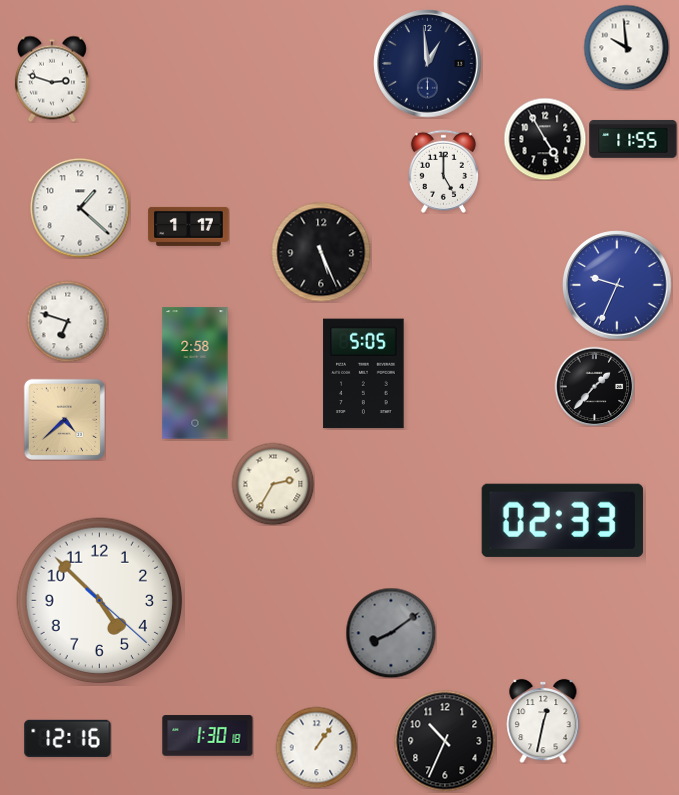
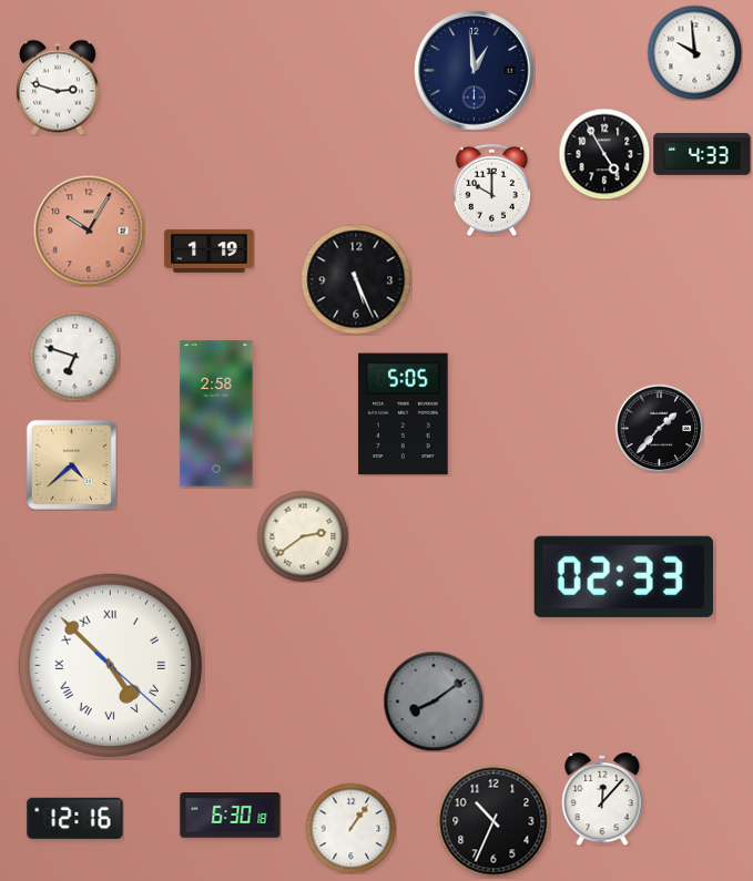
clock at (633, 139): 11:55 -> 4:33
clock at (443, 171): 5:00 -> 10:00
clock at (80, 208): 1:22 -> 10:05
clock at (80, 208) dial: white -> salmon
clock at (189, 226): 1:17 -> 1:19
clock at (617, 285): 9:34 -> none
clock at (273, 484): 2:35 -> 2:39
clock at (100, 601) numerals: Arabic -> Roman
clock at (543, 721): 12:32 -> 12:07
clock at (208, 736): 1:30 -> 6:30
